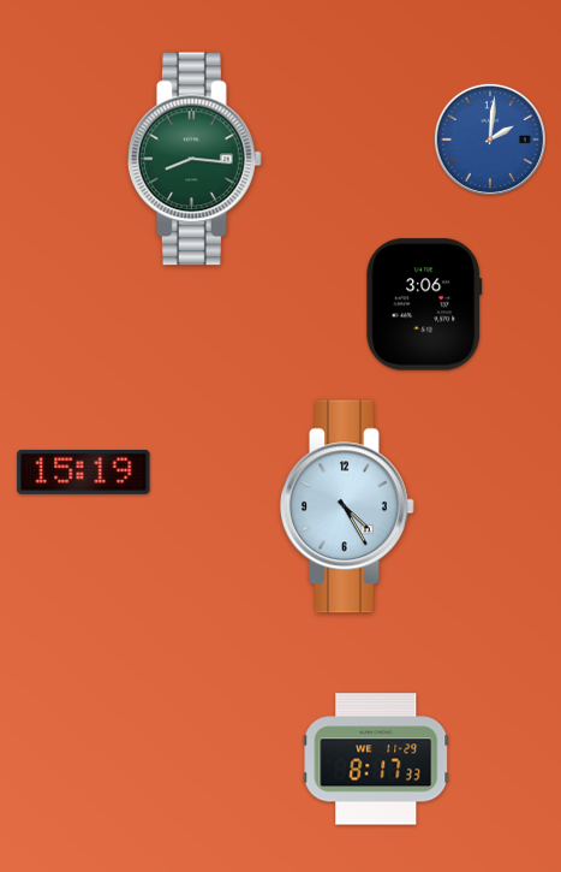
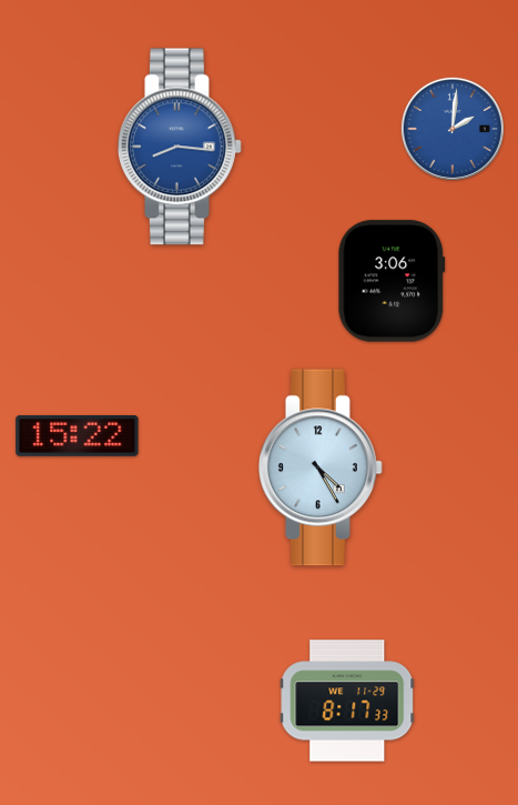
clock at (196, 159) dial: green -> blue
clock at (84, 473): 15:19 -> 15:22
